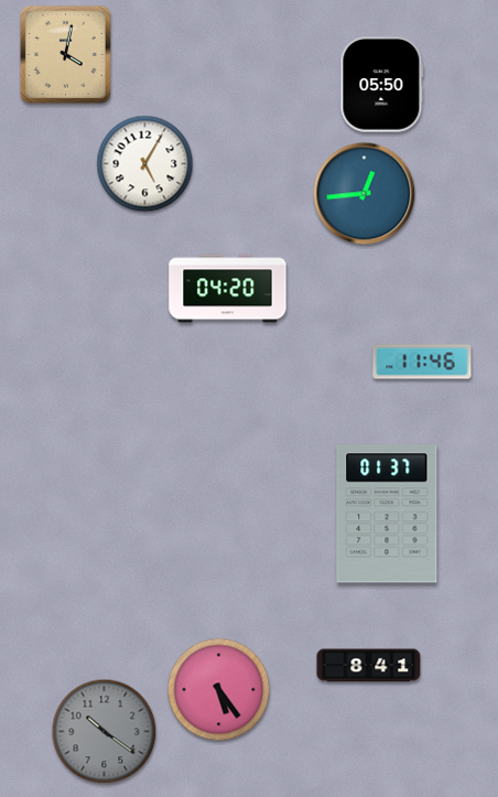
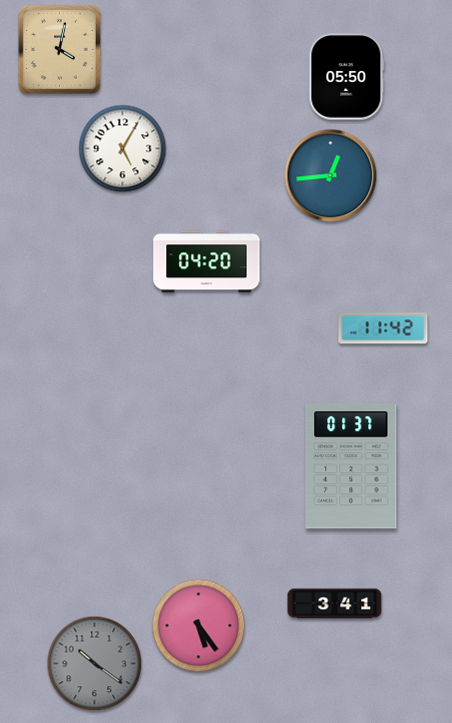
clock at (145, 164) position: (145, 164) -> (123, 149)
clock at (422, 362): 11:46 -> 11:42
clock at (369, 666): 8:41 -> 3:41
